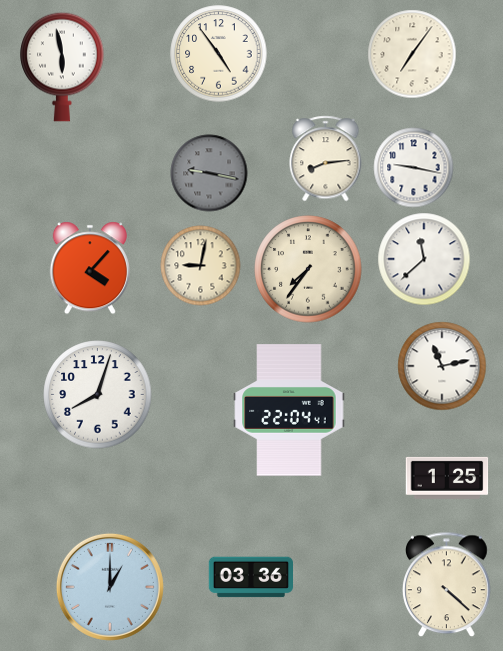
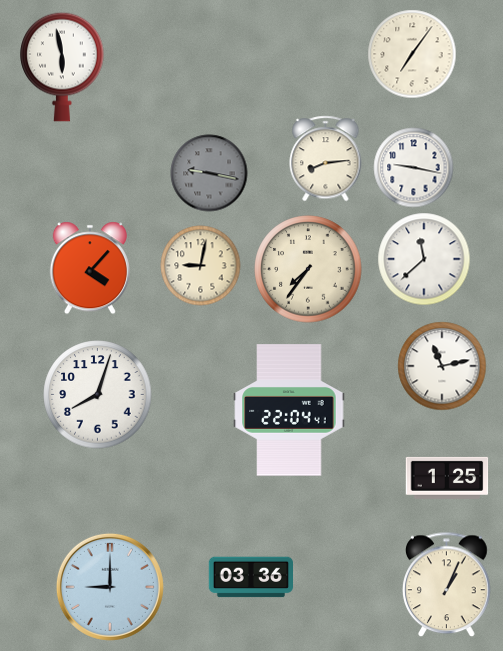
clock at (219, 54): 4:54 -> none
clock at (447, 585): 4:22 -> 1:04
clock at (110, 587): 1:00 -> 9:00
